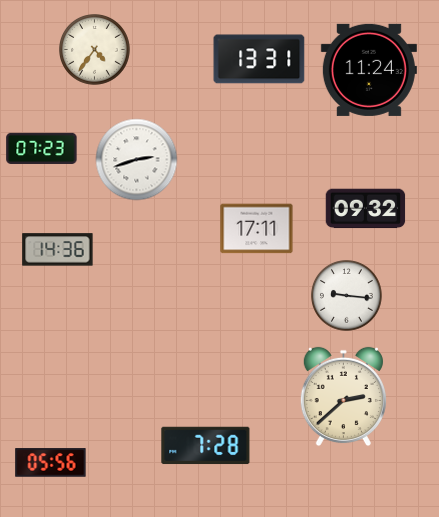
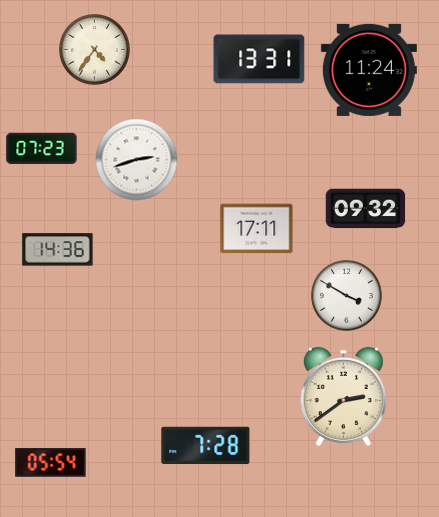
clock at (347, 296): 9:16 -> 3:50
clock at (343, 397): 2:38 -> 2:39
clock at (51, 463): 05:56 -> 05:54
